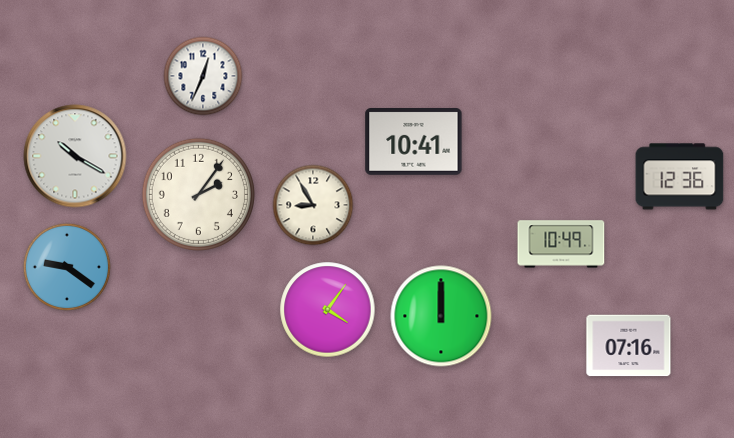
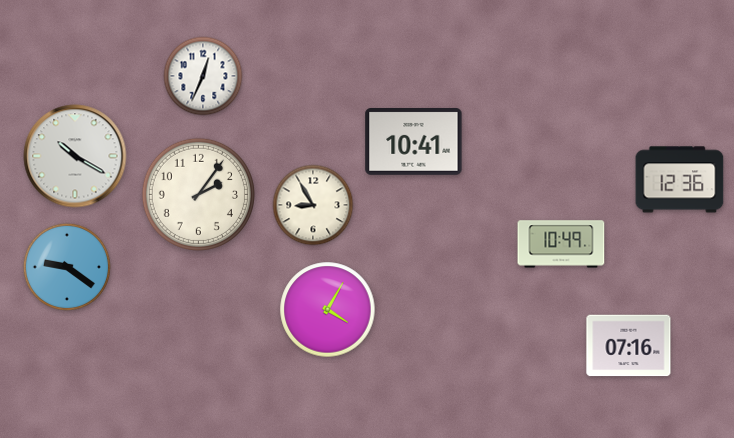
clock at (680, 177) position: (680, 177) -> (680, 180)
clock at (328, 310): 4:06 -> 4:05
clock at (441, 316): 12:00 -> none
